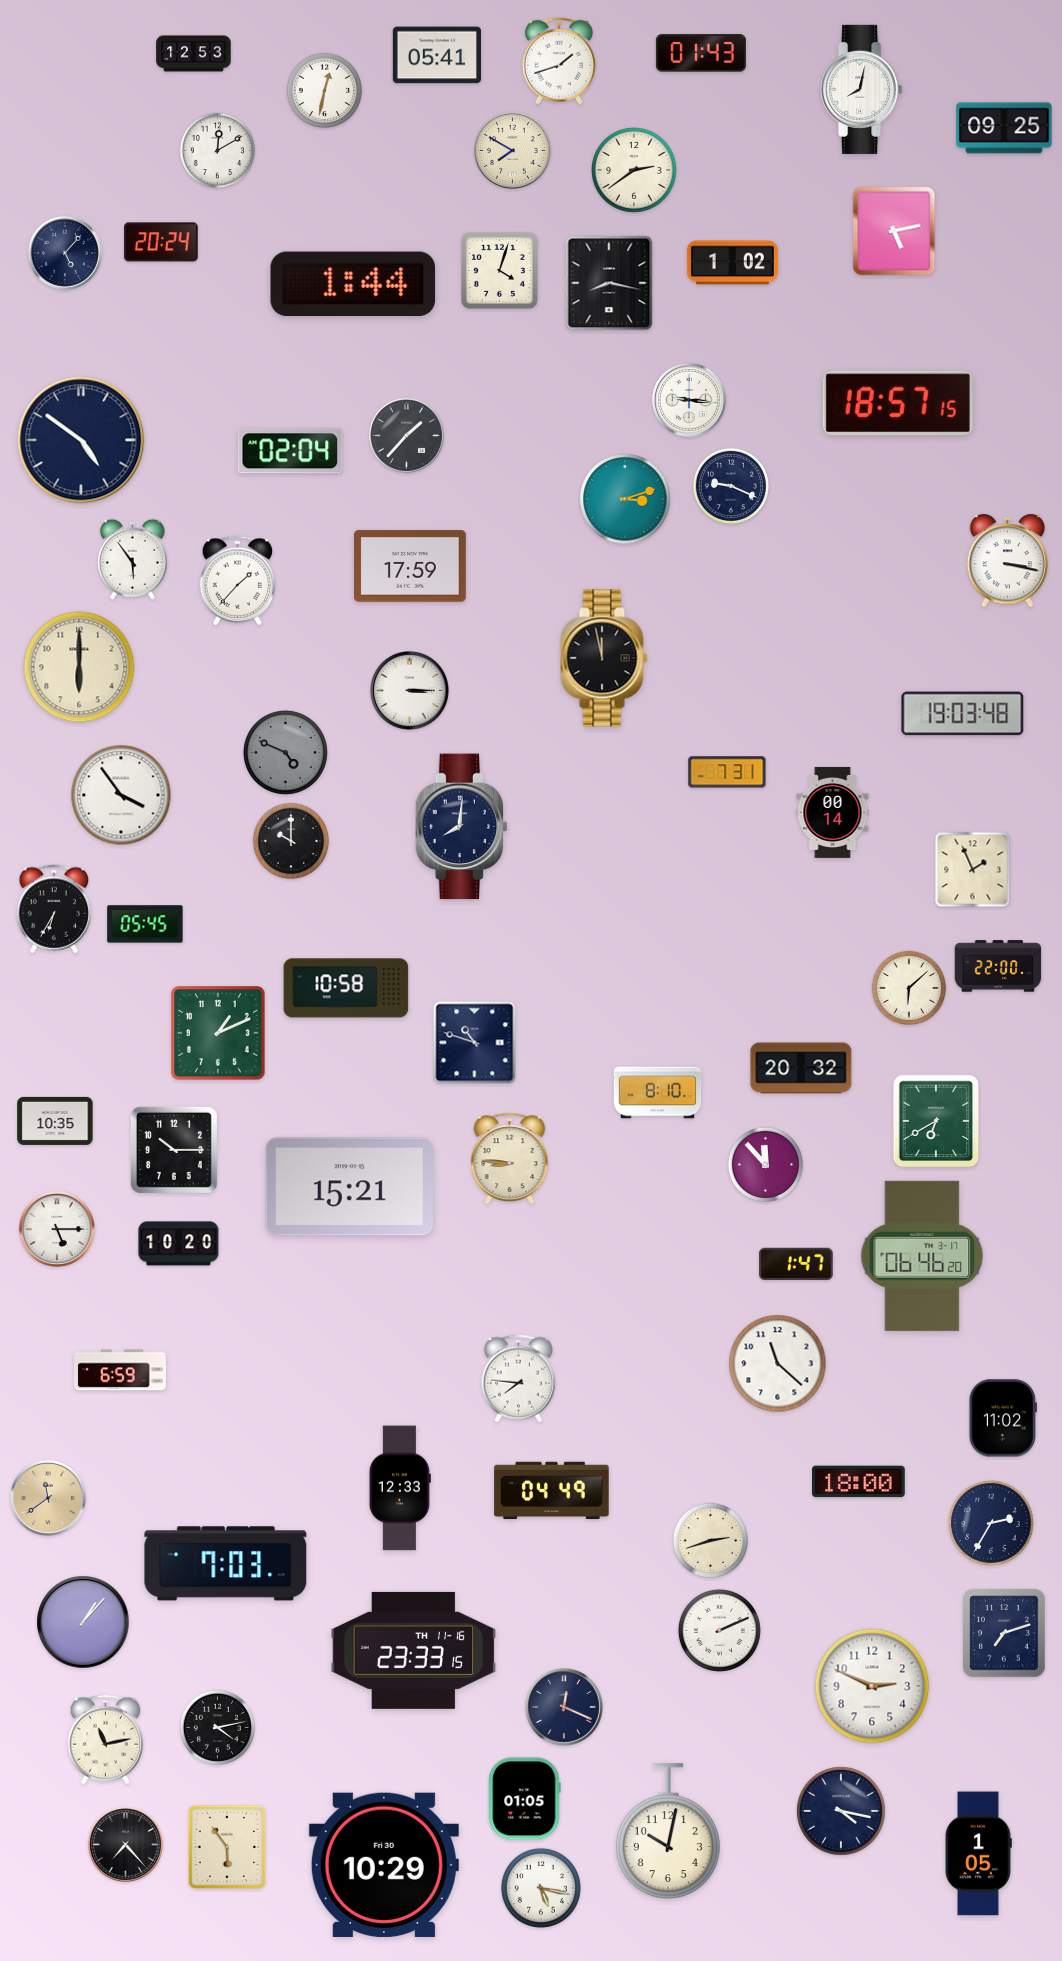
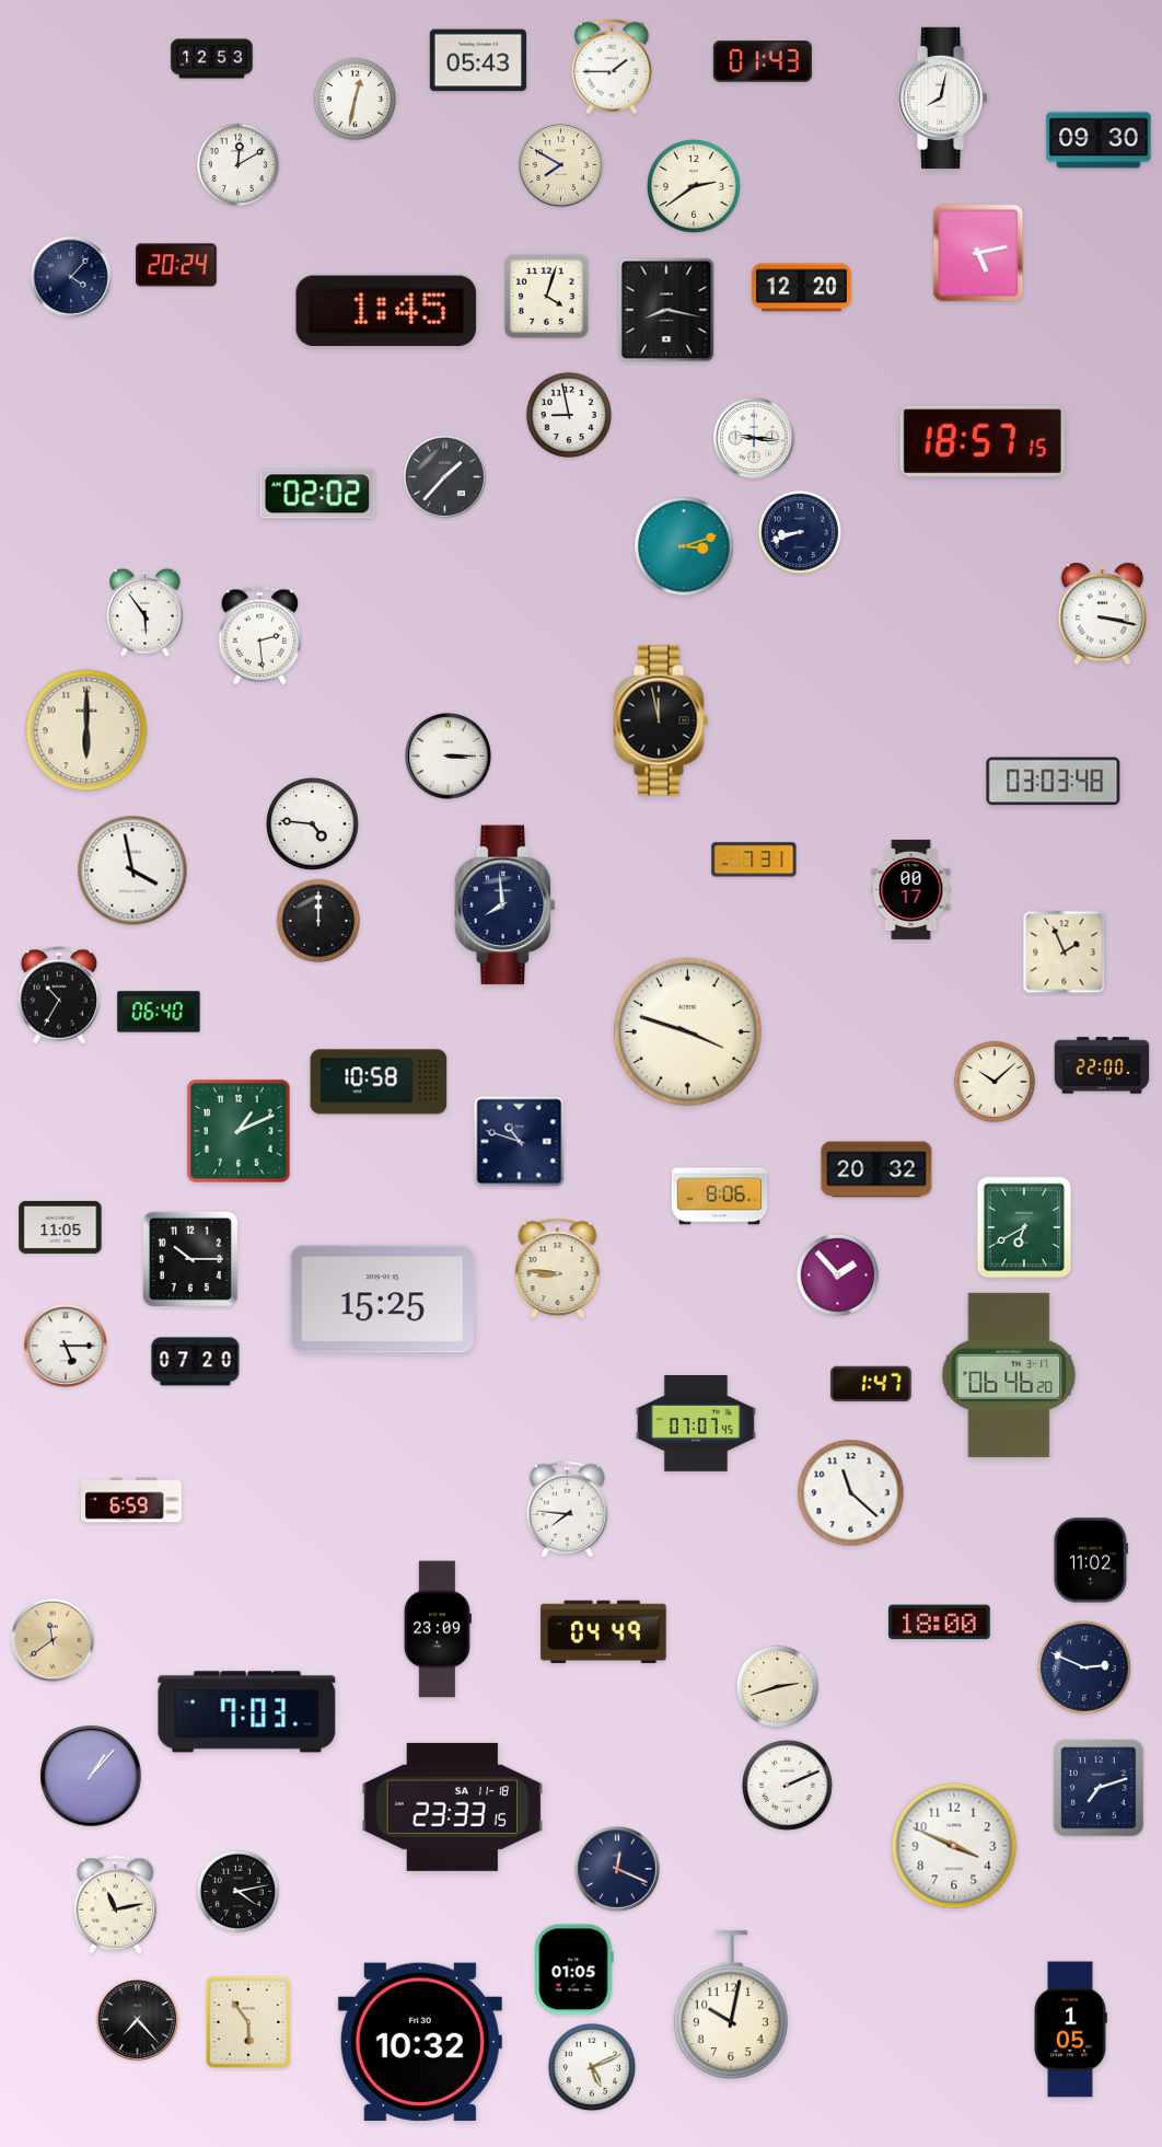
clock at (701, 53) position: (701, 53) -> (763, 61)
clock at (436, 55): 05:41 -> 05:43
clock at (559, 61): 1:42 -> 1:45
clock at (1004, 128): 09:25 -> 09:30
clock at (65, 253): 5:07 -> 4:07
clock at (732, 263): 1:02 -> 12:20
clock at (353, 283): 1:44 -> 1:45
clock at (569, 415): none -> 8:58
clock at (81, 440): 4:51 -> none
clock at (290, 451): 02:04 -> 02:02
clock at (730, 485): 9:19 -> 8:42
clock at (410, 566): 17:59 -> none
clock at (238, 581): 1:37 -> 2:29
clock at (963, 714): 19:03 -> 03:03
clock at (285, 752): 4:49 -> 4:46
clock at (285, 752) dial: grey -> white
clock at (727, 772) position: (727, 772) -> (754, 859)
clock at (121, 795): 3:54 -> 3:58
clock at (833, 812): 00:14 -> 00:17
clock at (462, 827): 8:01 -> 7:59
clock at (290, 840): 10:00 -> 12:00
clock at (53, 909): 6:35 -> 10:35
clock at (145, 924): 05:45 -> 06:40
clock at (687, 1031): none -> 3:48
clock at (998, 966) position: (998, 966) -> (1102, 1065)
clock at (909, 988): 6:08 -> 10:08
clock at (658, 1093): 8:10 -> 8:06
clock at (55, 1121): 10:35 -> 11:05
clock at (766, 1165): 11:53 -> 1:53
clock at (349, 1187): 15:21 -> 15:25
clock at (57, 1229) position: (57, 1229) -> (66, 1346)
clock at (179, 1244): 10:20 -> 07:20
clock at (696, 1424): none -> 07:07
clock at (1003, 1418) position: (1003, 1418) -> (1091, 1560)
clock at (400, 1488): 12:33 -> 23:09
clock at (992, 1524): 2:35 -> 2:49
clock at (414, 1650) date: TH 11-16 -> SA 11-18
clock at (872, 1686): 2:49 -> 3:49
clock at (841, 1811): 4:17 -> none
clock at (384, 1864): 10:29 -> 10:32
clock at (541, 1888): 5:17 -> 5:11
